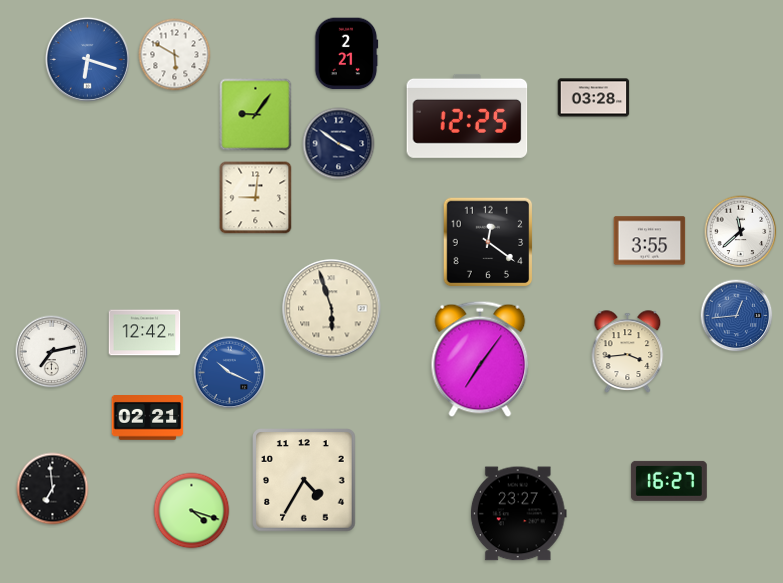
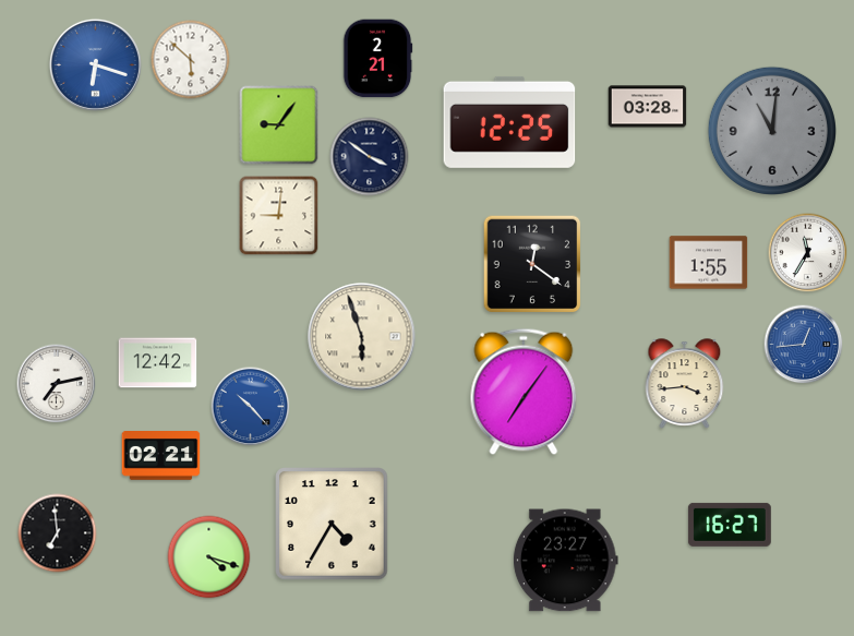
clock at (175, 55): 5:50 -> 5:52
clock at (467, 116) position: (467, 116) -> (509, 122)
clock at (772, 131): none -> 11:01
clock at (741, 232): 11:38 -> 11:35
clock at (650, 241): 3:55 -> 1:55
clock at (230, 373): 10:19 -> 10:23
